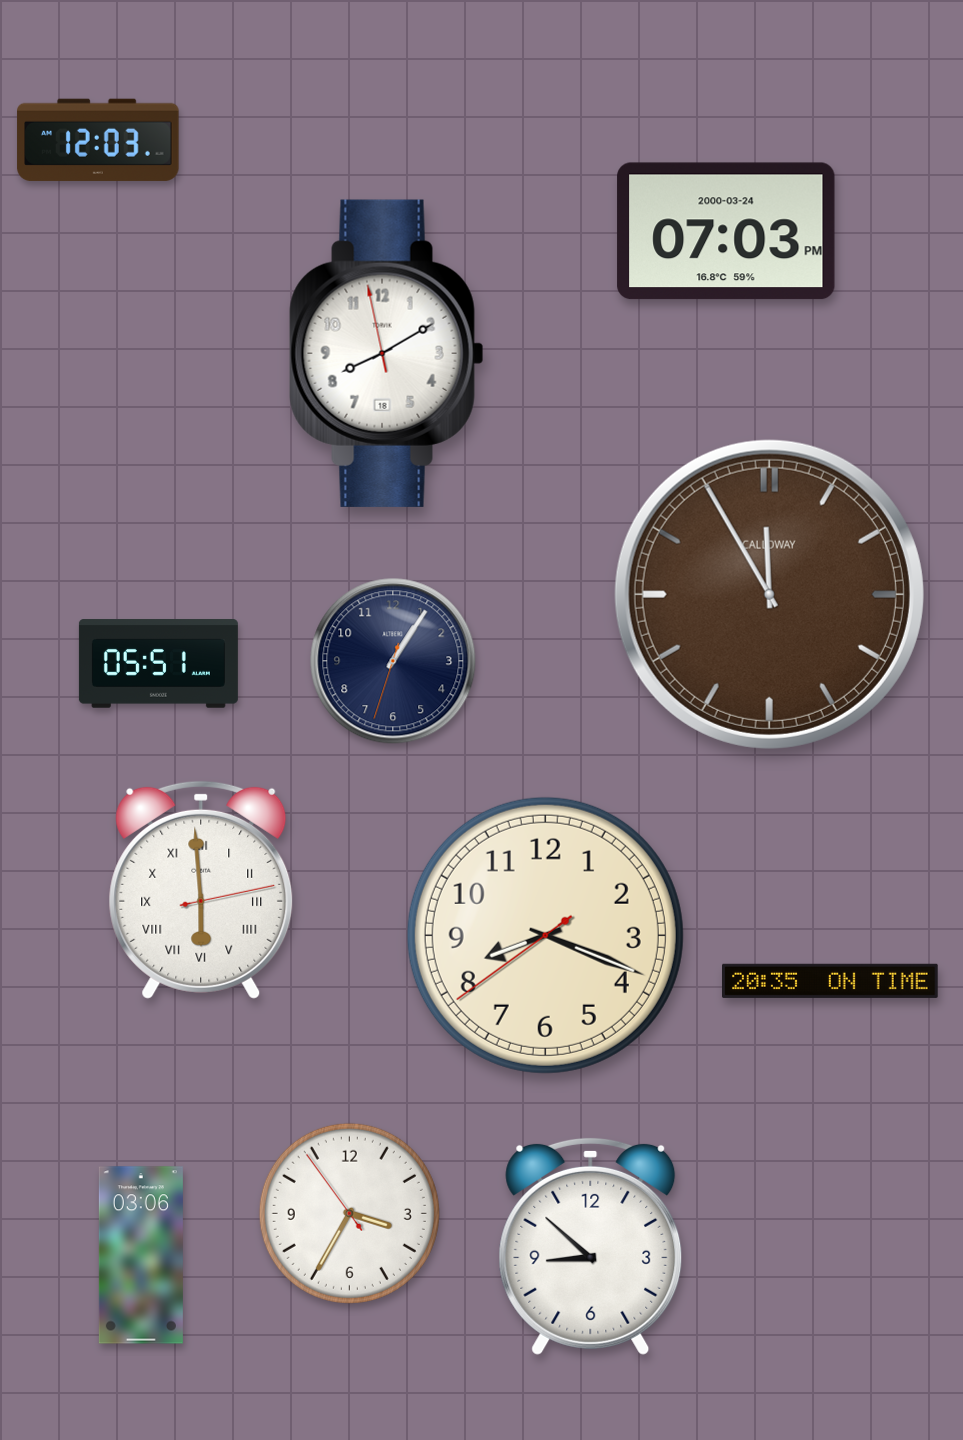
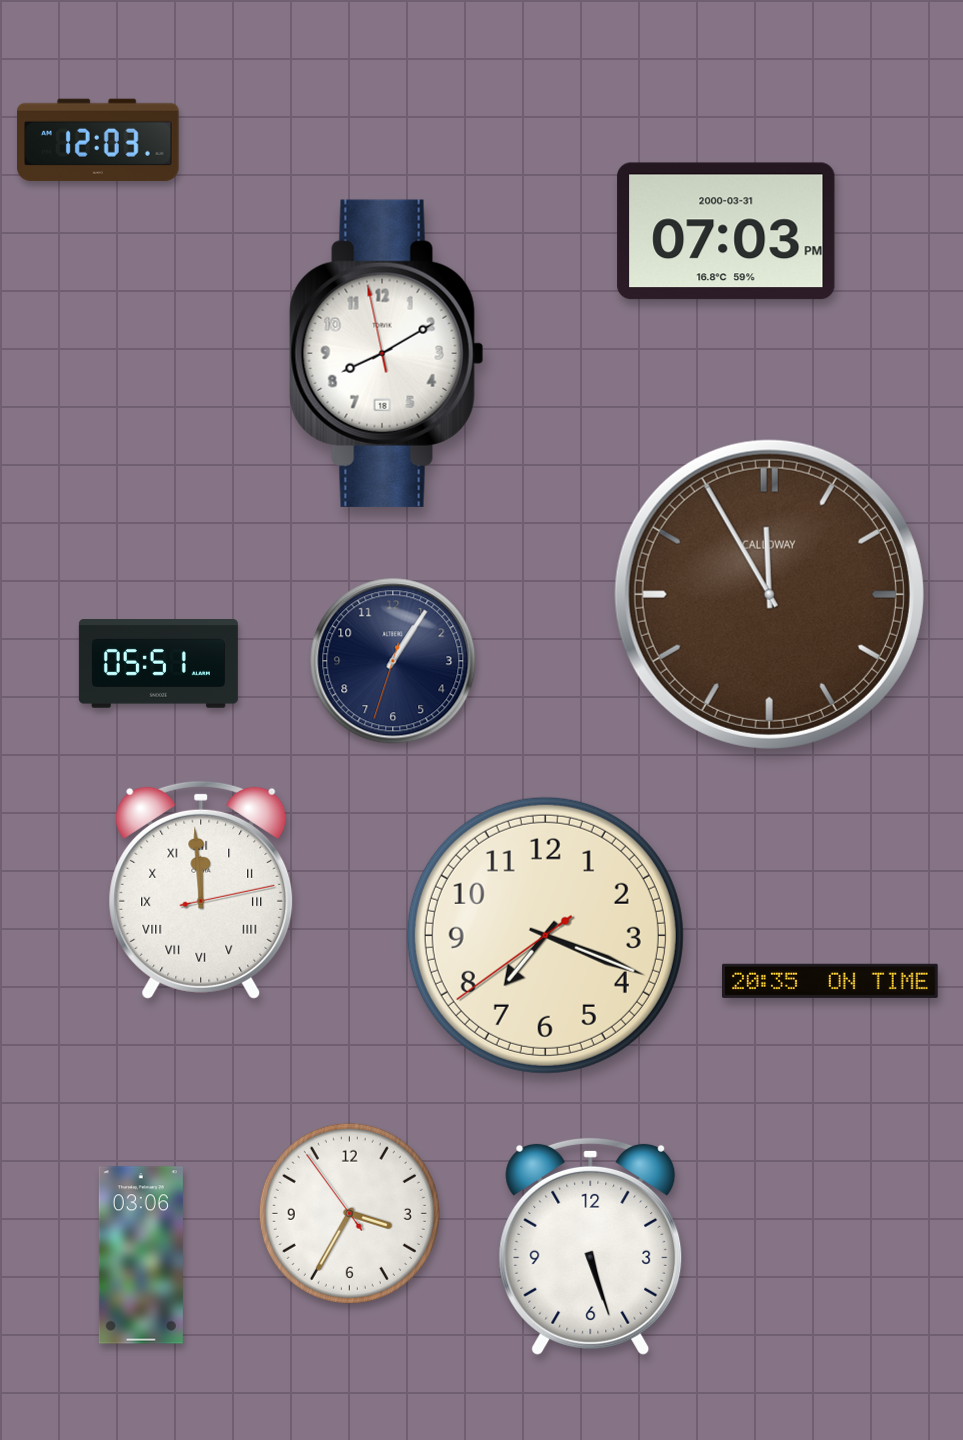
clock at (726, 231) date: 2000-03-24 -> 2000-03-31
clock at (201, 890): 5:59 -> 11:59
clock at (545, 935): 8:18 -> 7:18
clock at (591, 1246): 8:52 -> 5:27
